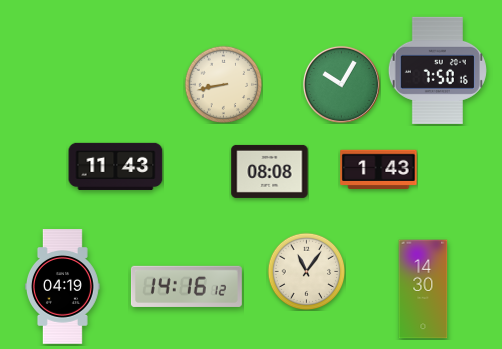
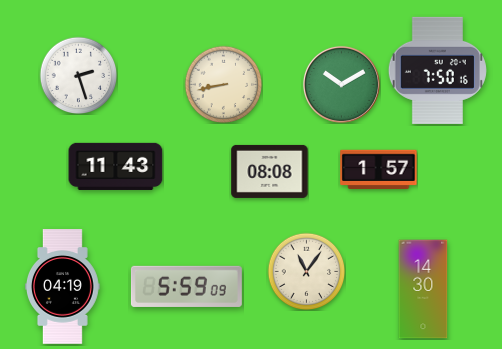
clock at (78, 75): none -> 2:27
clock at (341, 84): 10:05 -> 10:10
clock at (379, 170): 1:43 -> 1:57
clock at (186, 286): 14:16 -> 5:59
